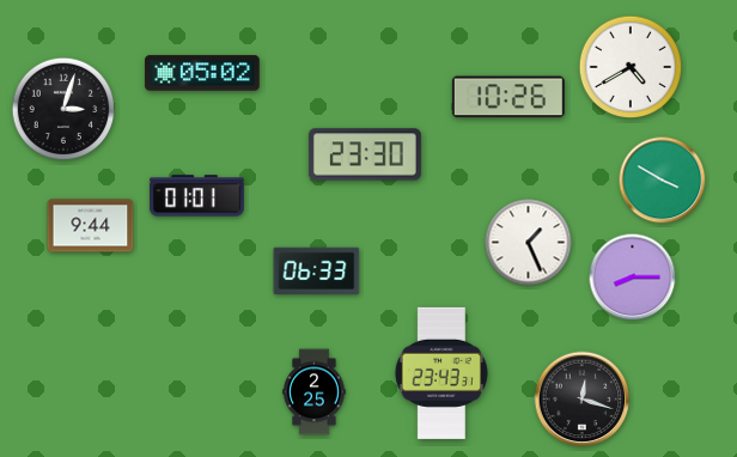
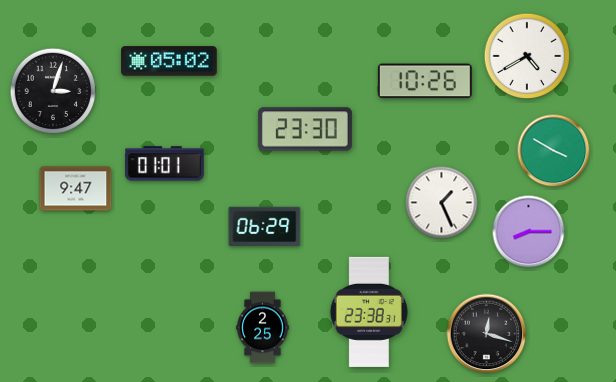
clock at (91, 226): 9:44 -> 9:47
clock at (317, 270): 06:33 -> 06:29
clock at (441, 373): 23:43 -> 23:38
